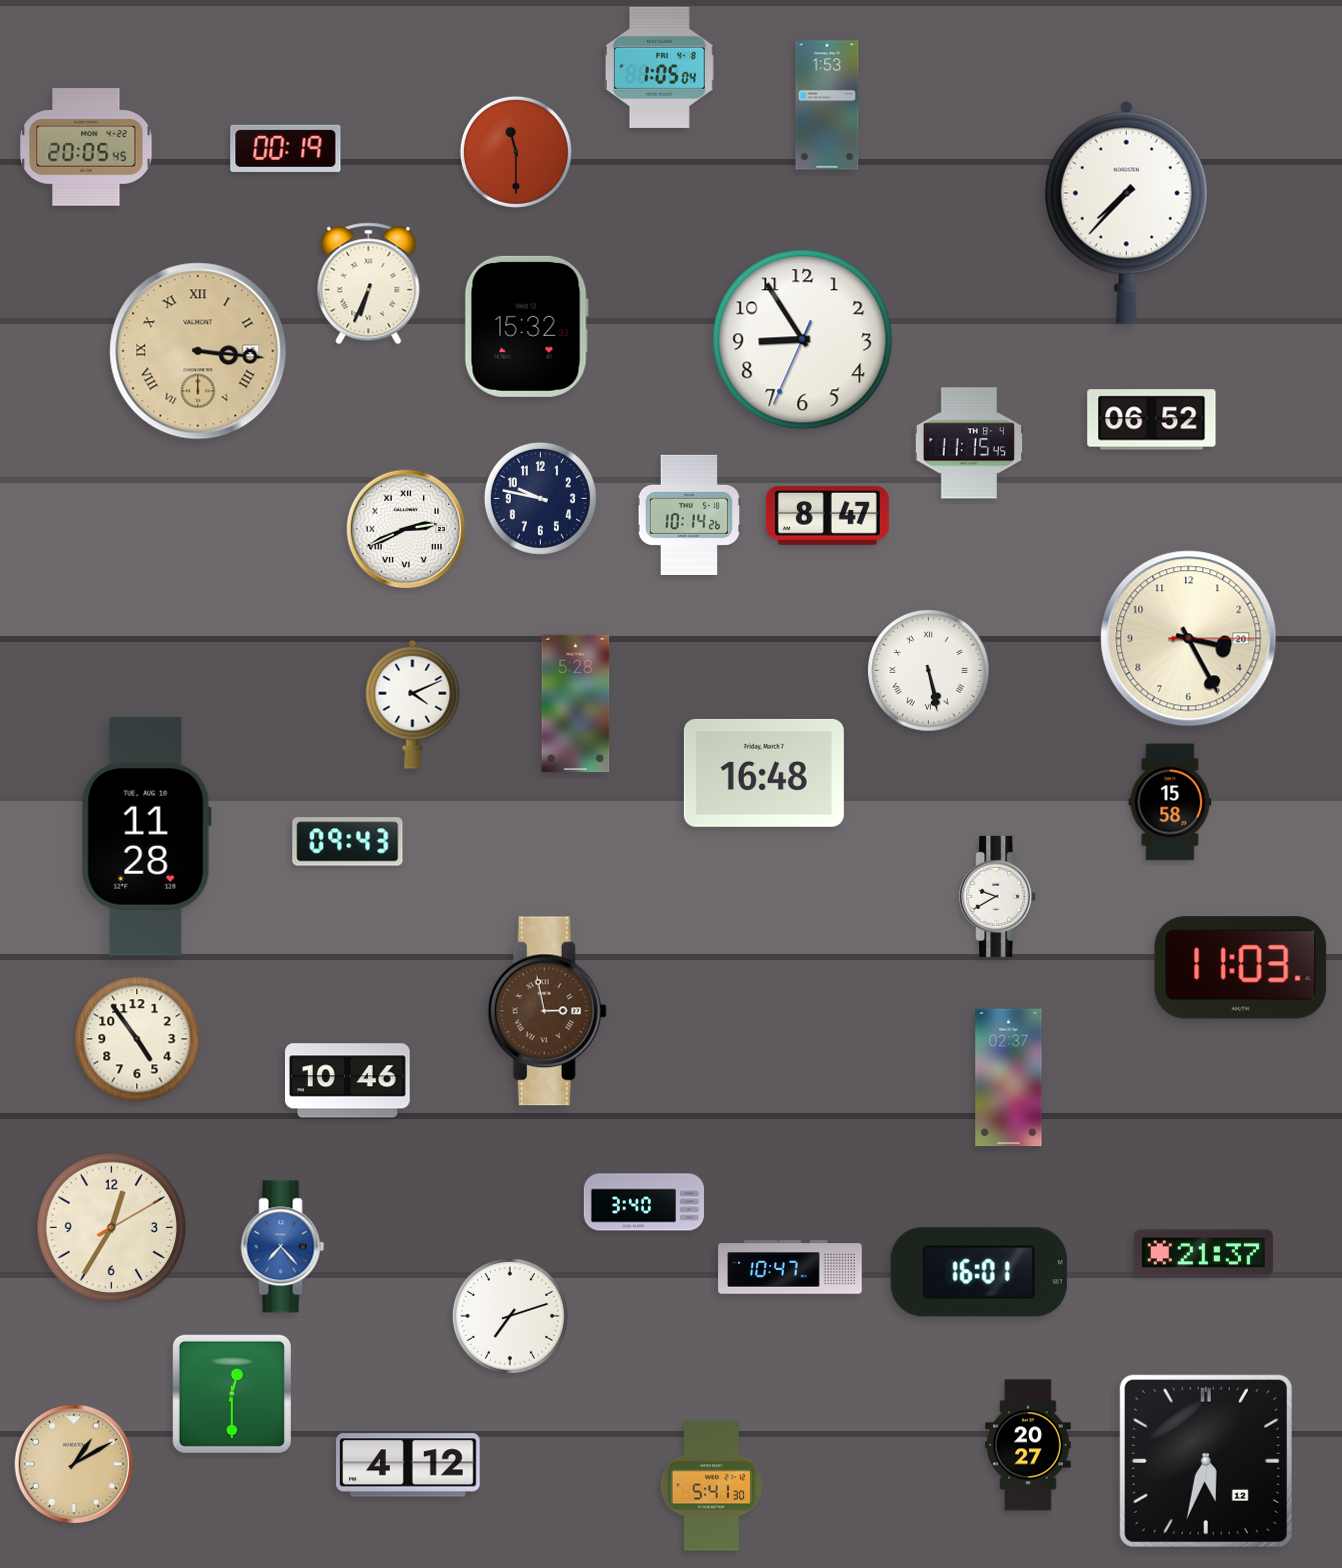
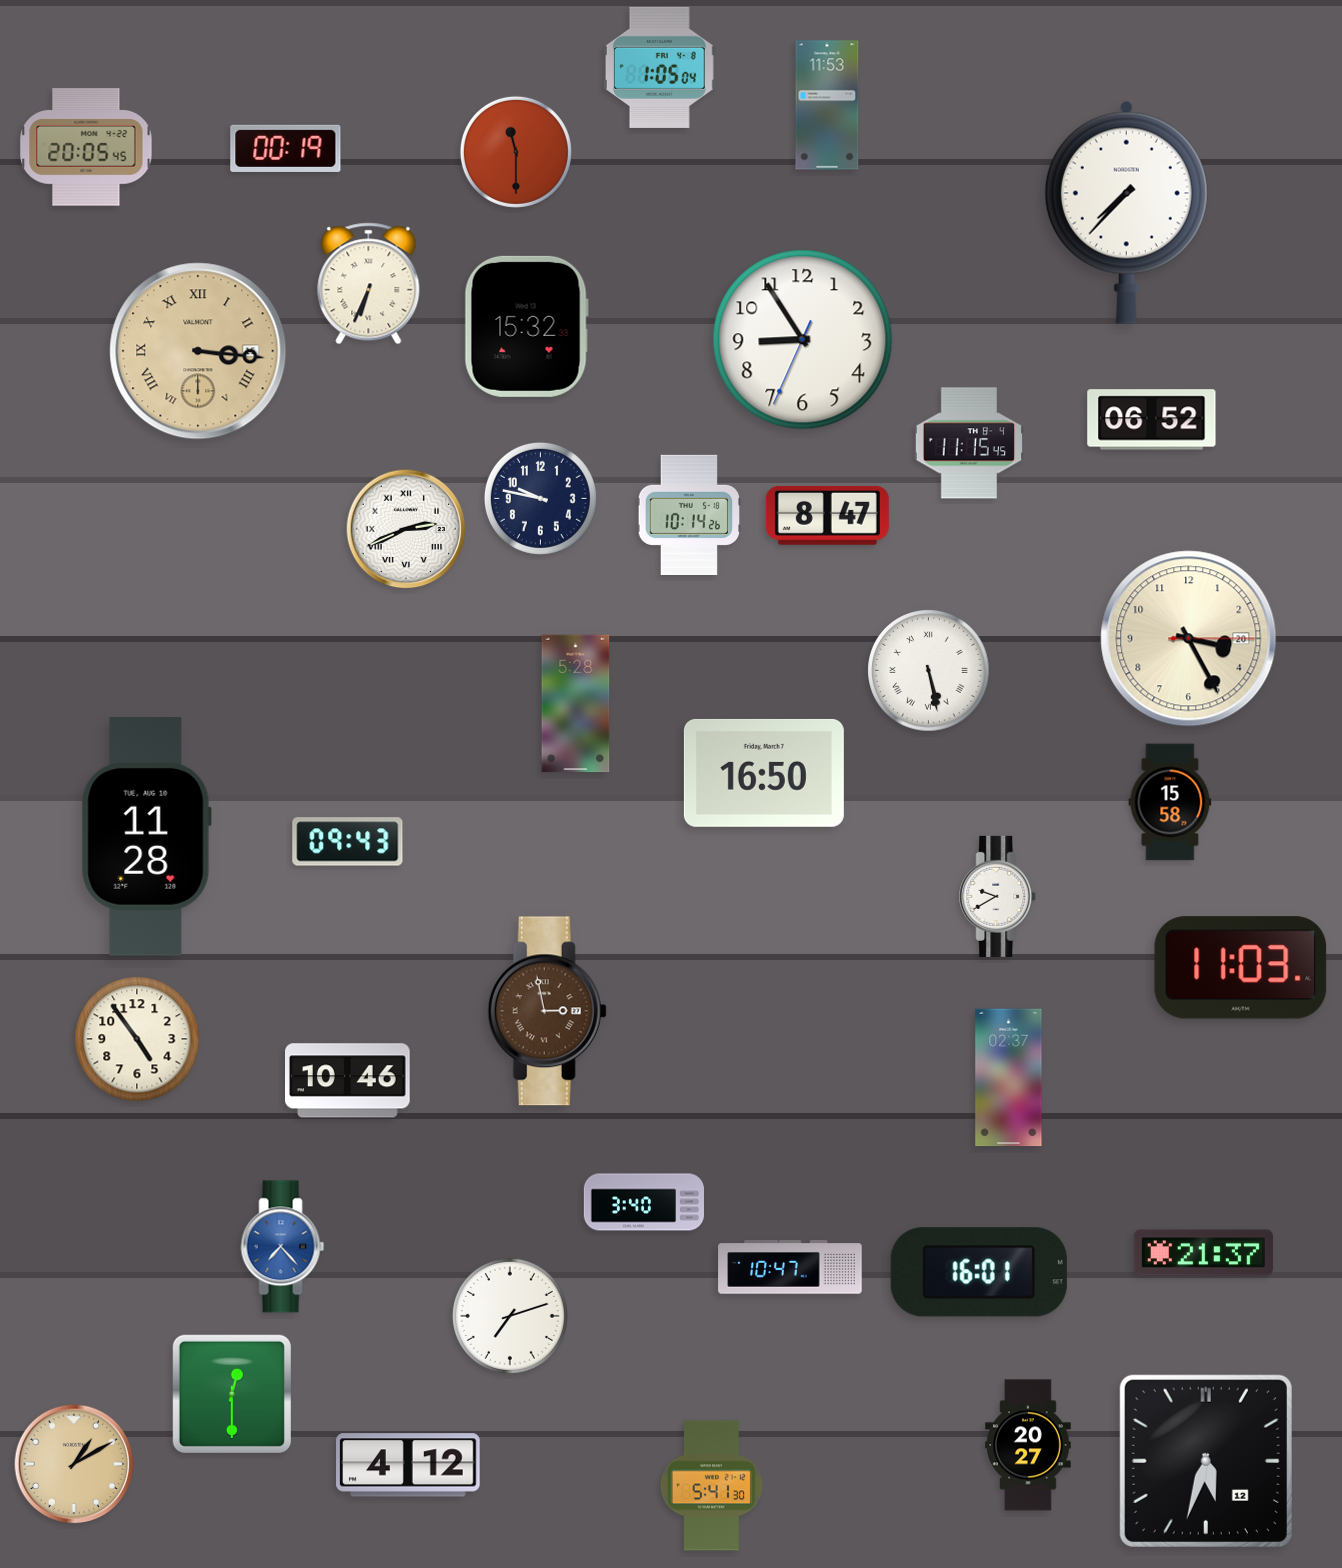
clock at (827, 105): 1:53 -> 11:53
clock at (413, 704): 4:11 -> none
clock at (764, 773): 16:48 -> 16:50
clock at (112, 1228): 12:35 -> none
